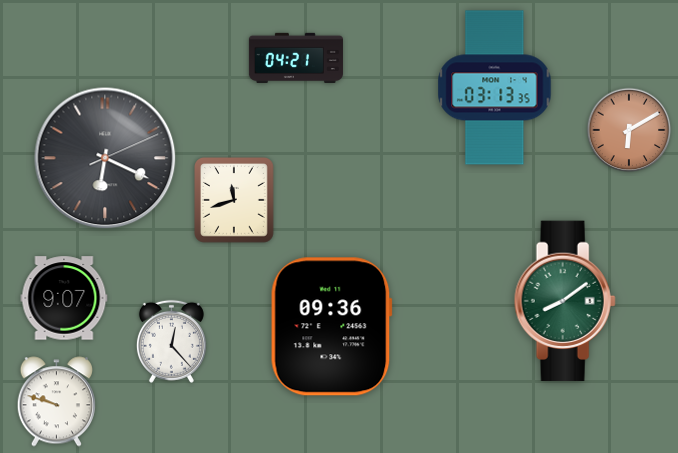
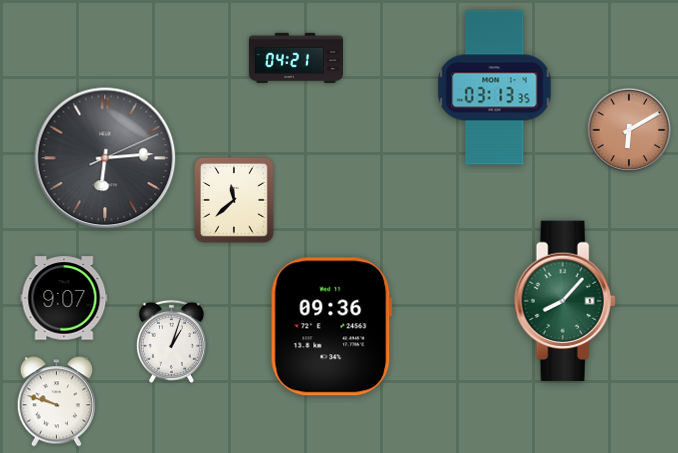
clock at (105, 158): 6:19 -> 6:14
clock at (235, 201): 11:42 -> 11:38
clock at (565, 301): 8:09 -> 8:07
clock at (171, 341): 12:23 -> 1:03
